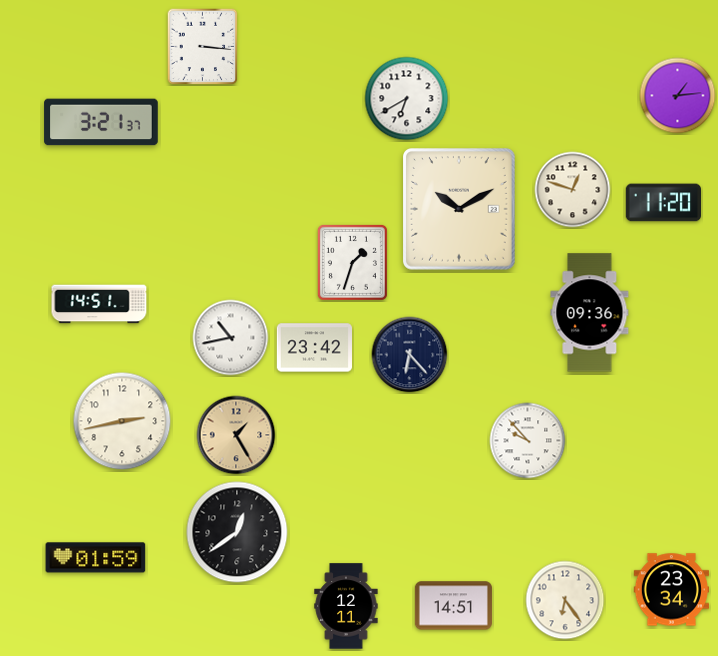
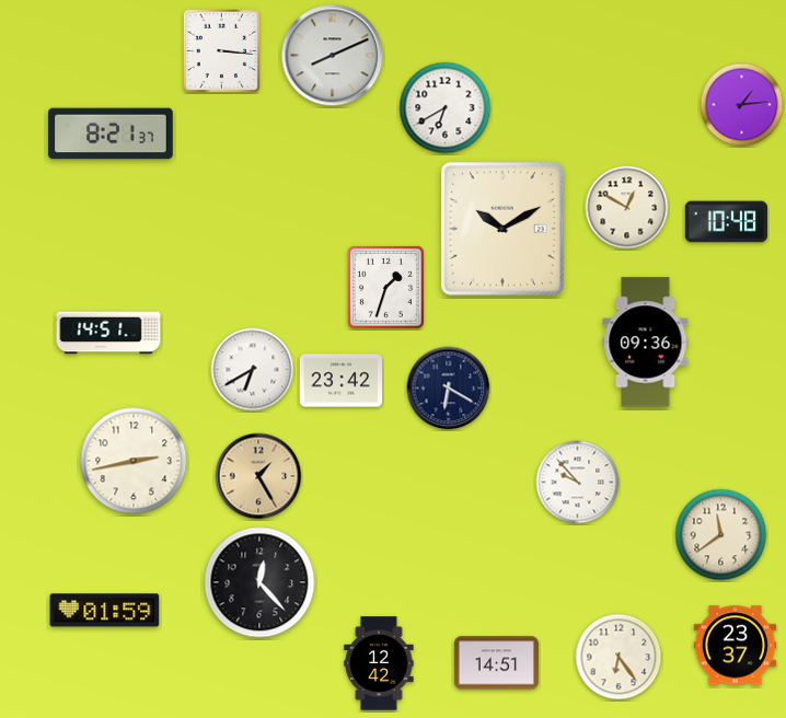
clock at (333, 56): none -> 8:11
clock at (101, 122): 3:21 -> 8:21
clock at (573, 190): 12:48 -> 12:50
clock at (663, 203): 11:20 -> 10:48
clock at (231, 338): 10:43 -> 6:40
clock at (314, 348) position: (314, 348) -> (340, 381)
clock at (410, 355): 6:23 -> 6:20
clock at (721, 535): none -> 11:39
clock at (237, 532): 12:39 -> 12:23
clock at (671, 590): 23:34 -> 23:37
clock at (346, 606): 12:11 -> 12:42
